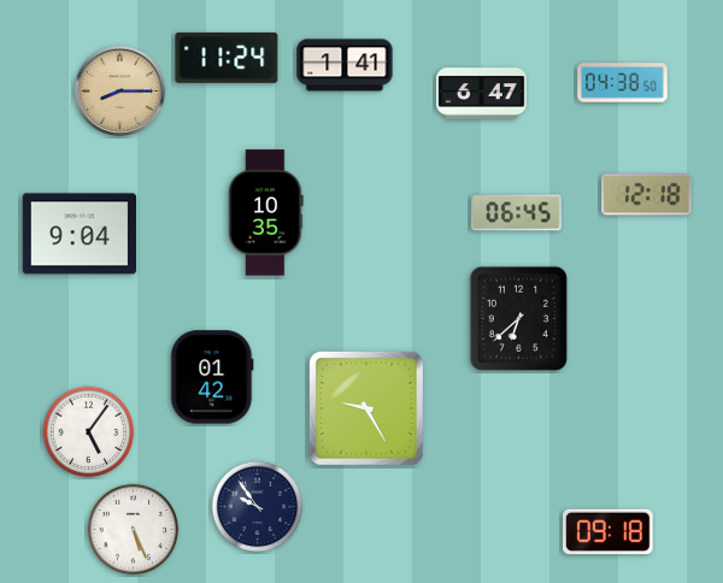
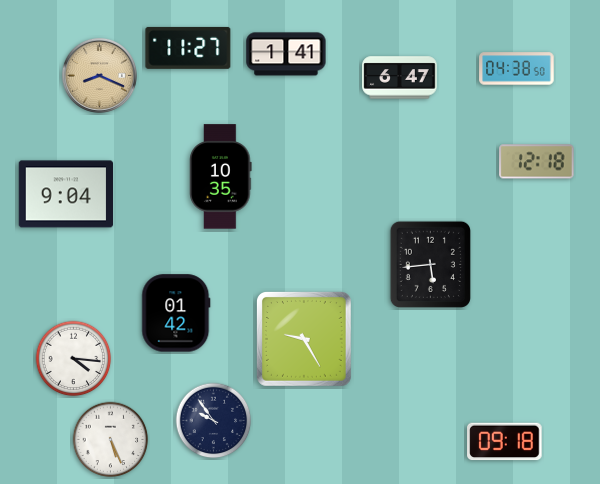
clock at (227, 58): 11:24 -> 11:27
clock at (119, 90): 8:15 -> 8:19
clock at (517, 213): 06:45 -> none
clock at (518, 318): 6:38 -> 5:44
clock at (89, 432): 5:06 -> 4:16
